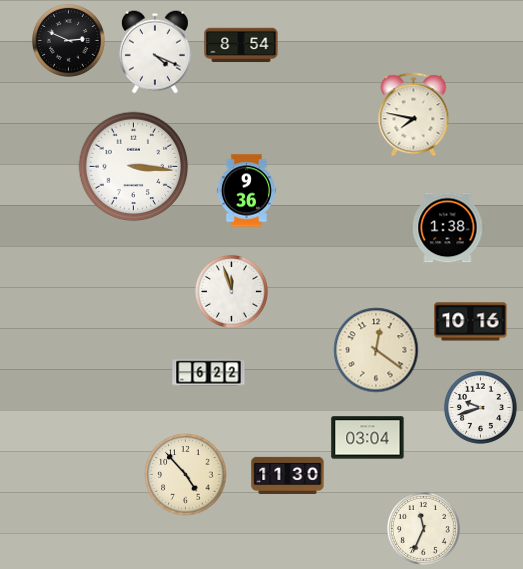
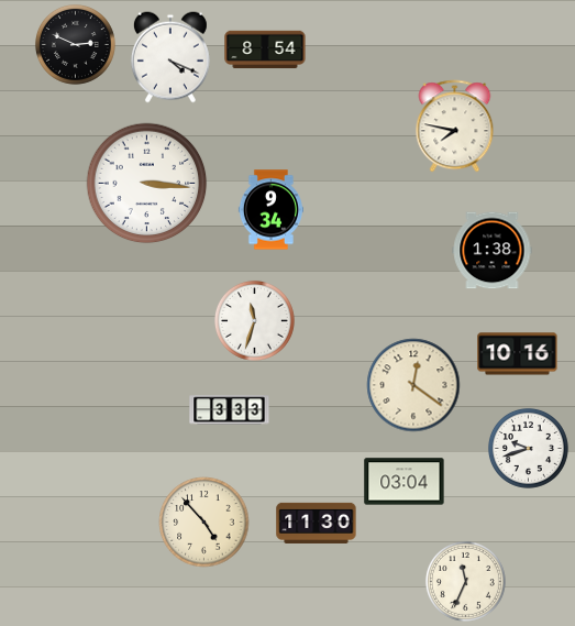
clock at (246, 191): 9:36 -> 9:34
clock at (231, 291): 11:57 -> 11:33
clock at (209, 373): 6:22 -> 3:33
